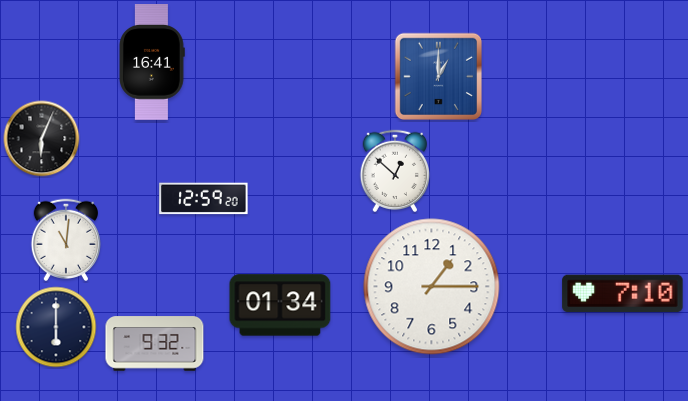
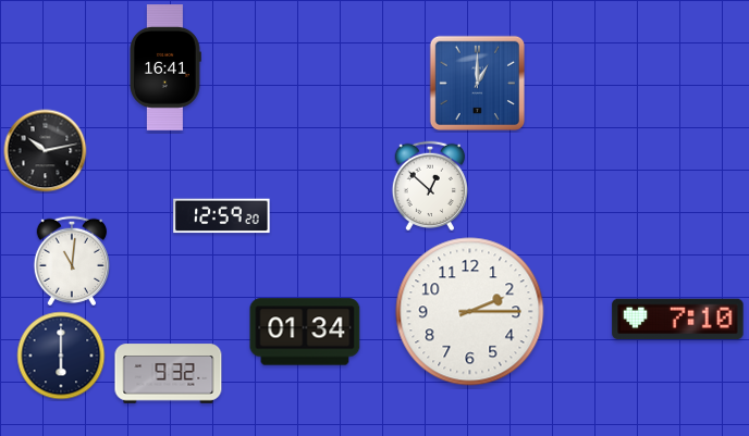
clock at (42, 139): 6:04 -> 10:13
clock at (432, 287): 1:15 -> 2:15
